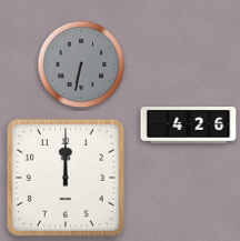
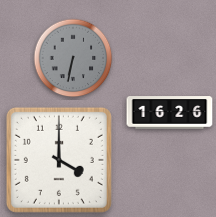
clock at (189, 125): 4:26 -> 16:26
clock at (66, 178): 12:00 -> 4:00
